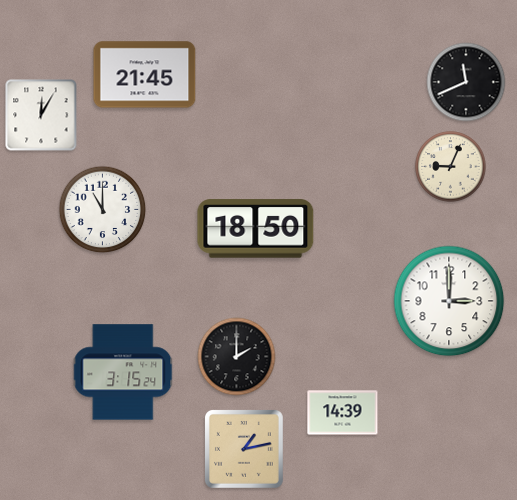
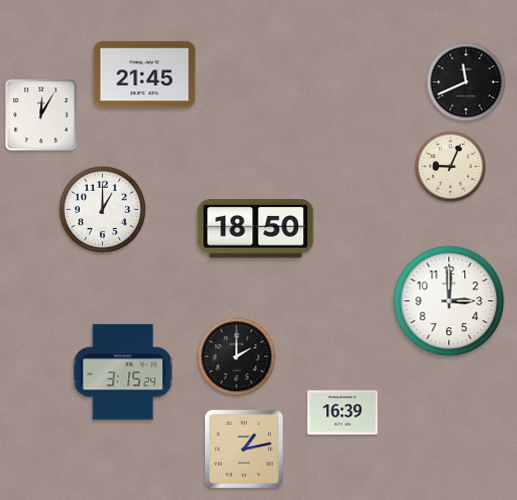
clock at (103, 210): 11:00 -> 1:00
clock at (343, 413): 14:39 -> 16:39
